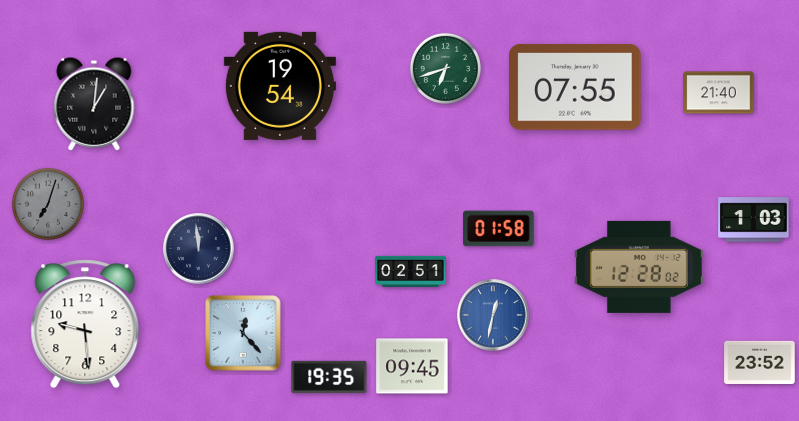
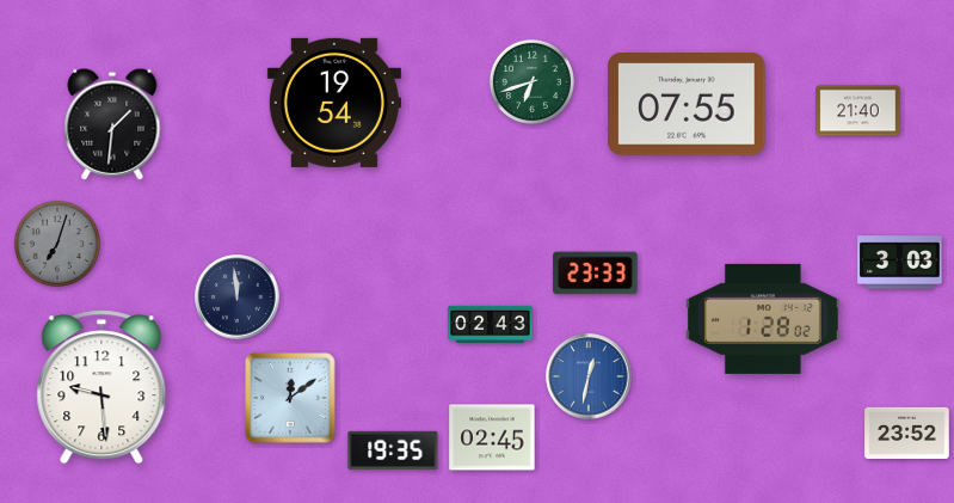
clock at (94, 104): 1:01 -> 1:31
clock at (754, 220): 1:03 -> 3:03
clock at (499, 229): 01:58 -> 23:33
clock at (639, 267): 12:28 -> 1:28
clock at (411, 271): 02:51 -> 02:43
clock at (243, 333): 12:23 -> 12:09
clock at (412, 366): 09:45 -> 02:45
